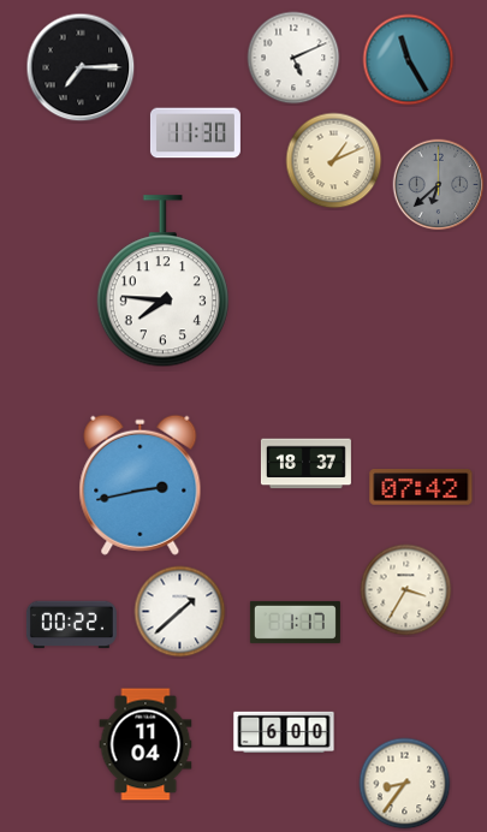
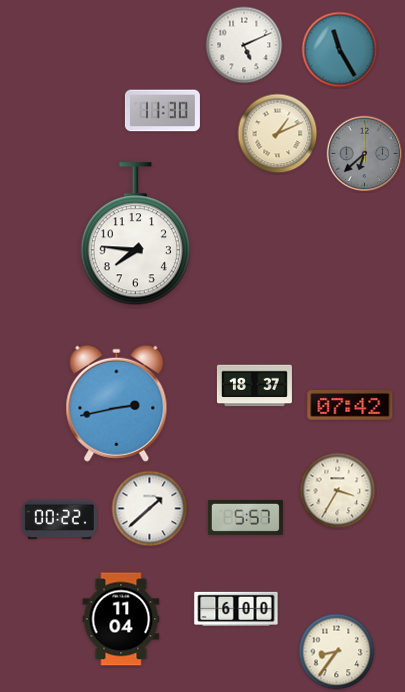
clock at (293, 58) position: (293, 58) -> (244, 45)
clock at (81, 67): 7:15 -> none
clock at (295, 622): 1:17 -> 5:57
